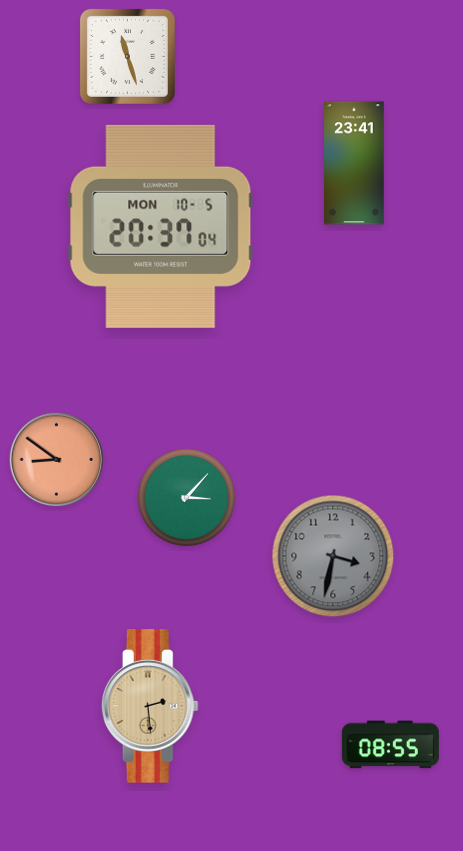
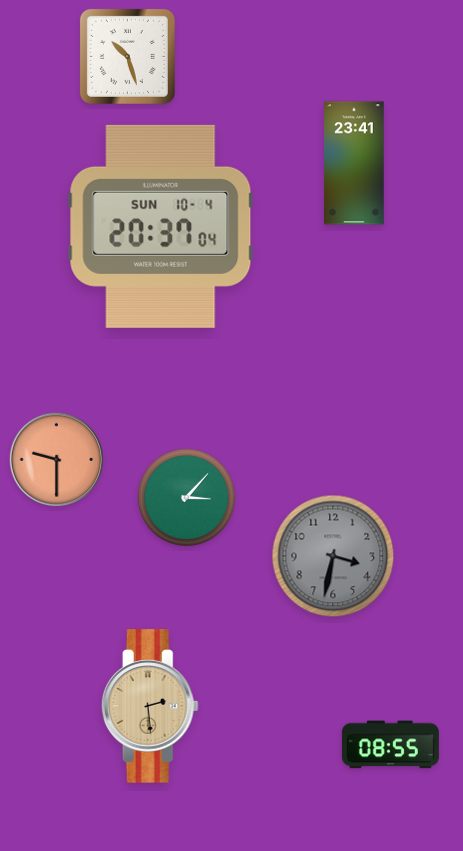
clock at (127, 56): 11:27 -> 10:27
clock at (161, 226) date: MON 10-5 -> SUN 10-4
clock at (57, 460): 8:51 -> 9:30
